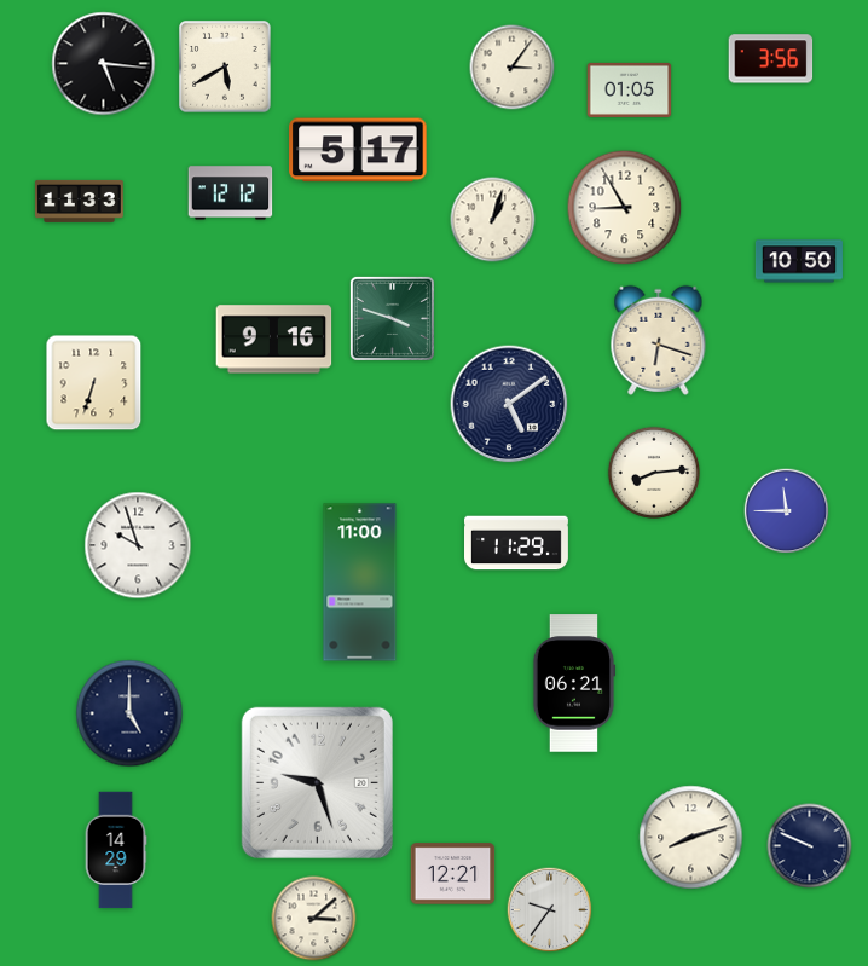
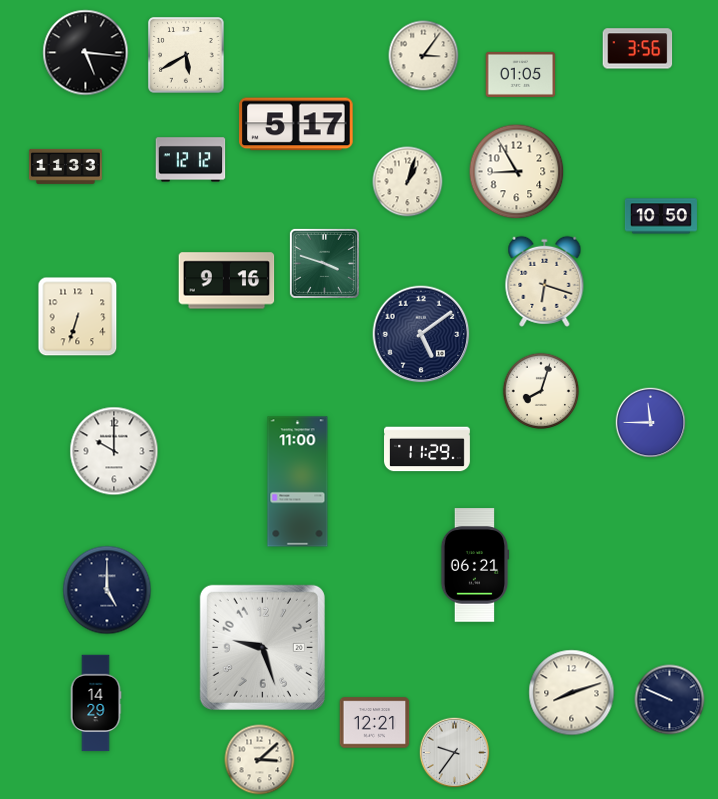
clock at (653, 472): 8:14 -> 8:03
clock at (138, 545): 9:57 -> 10:00
